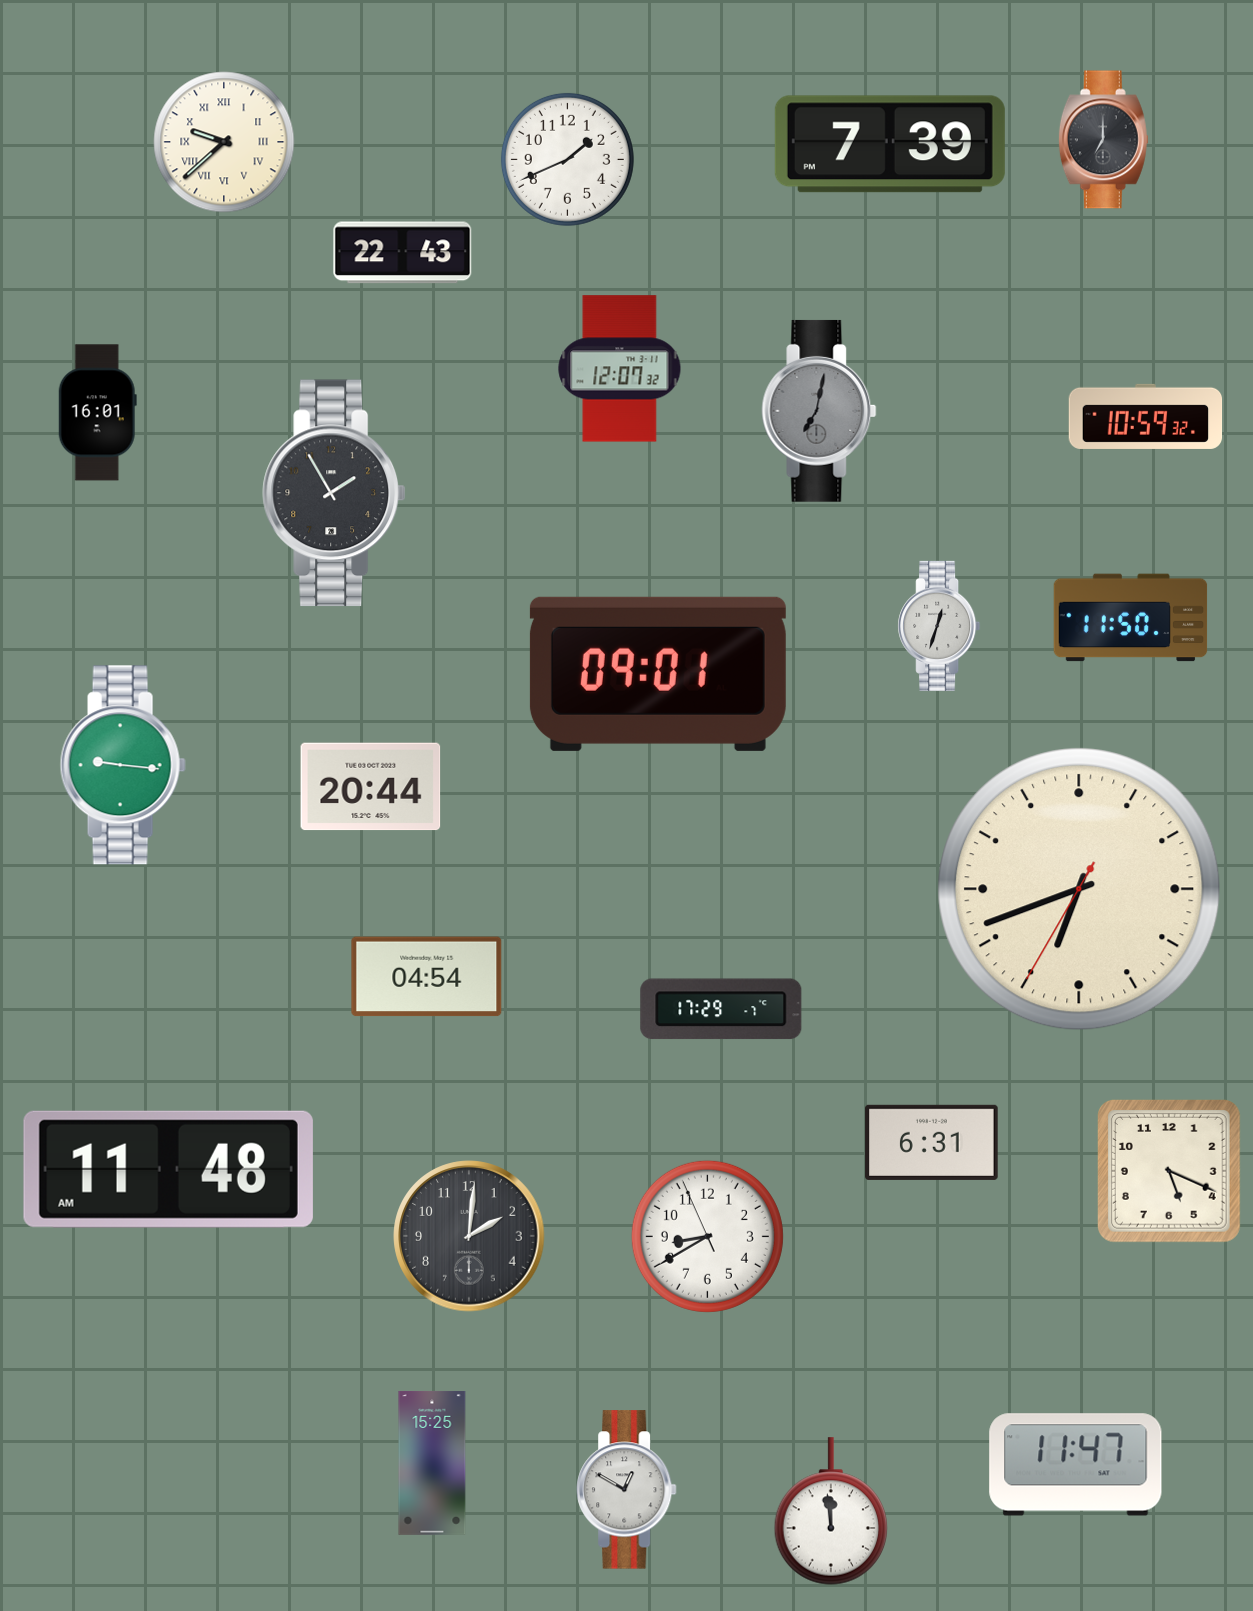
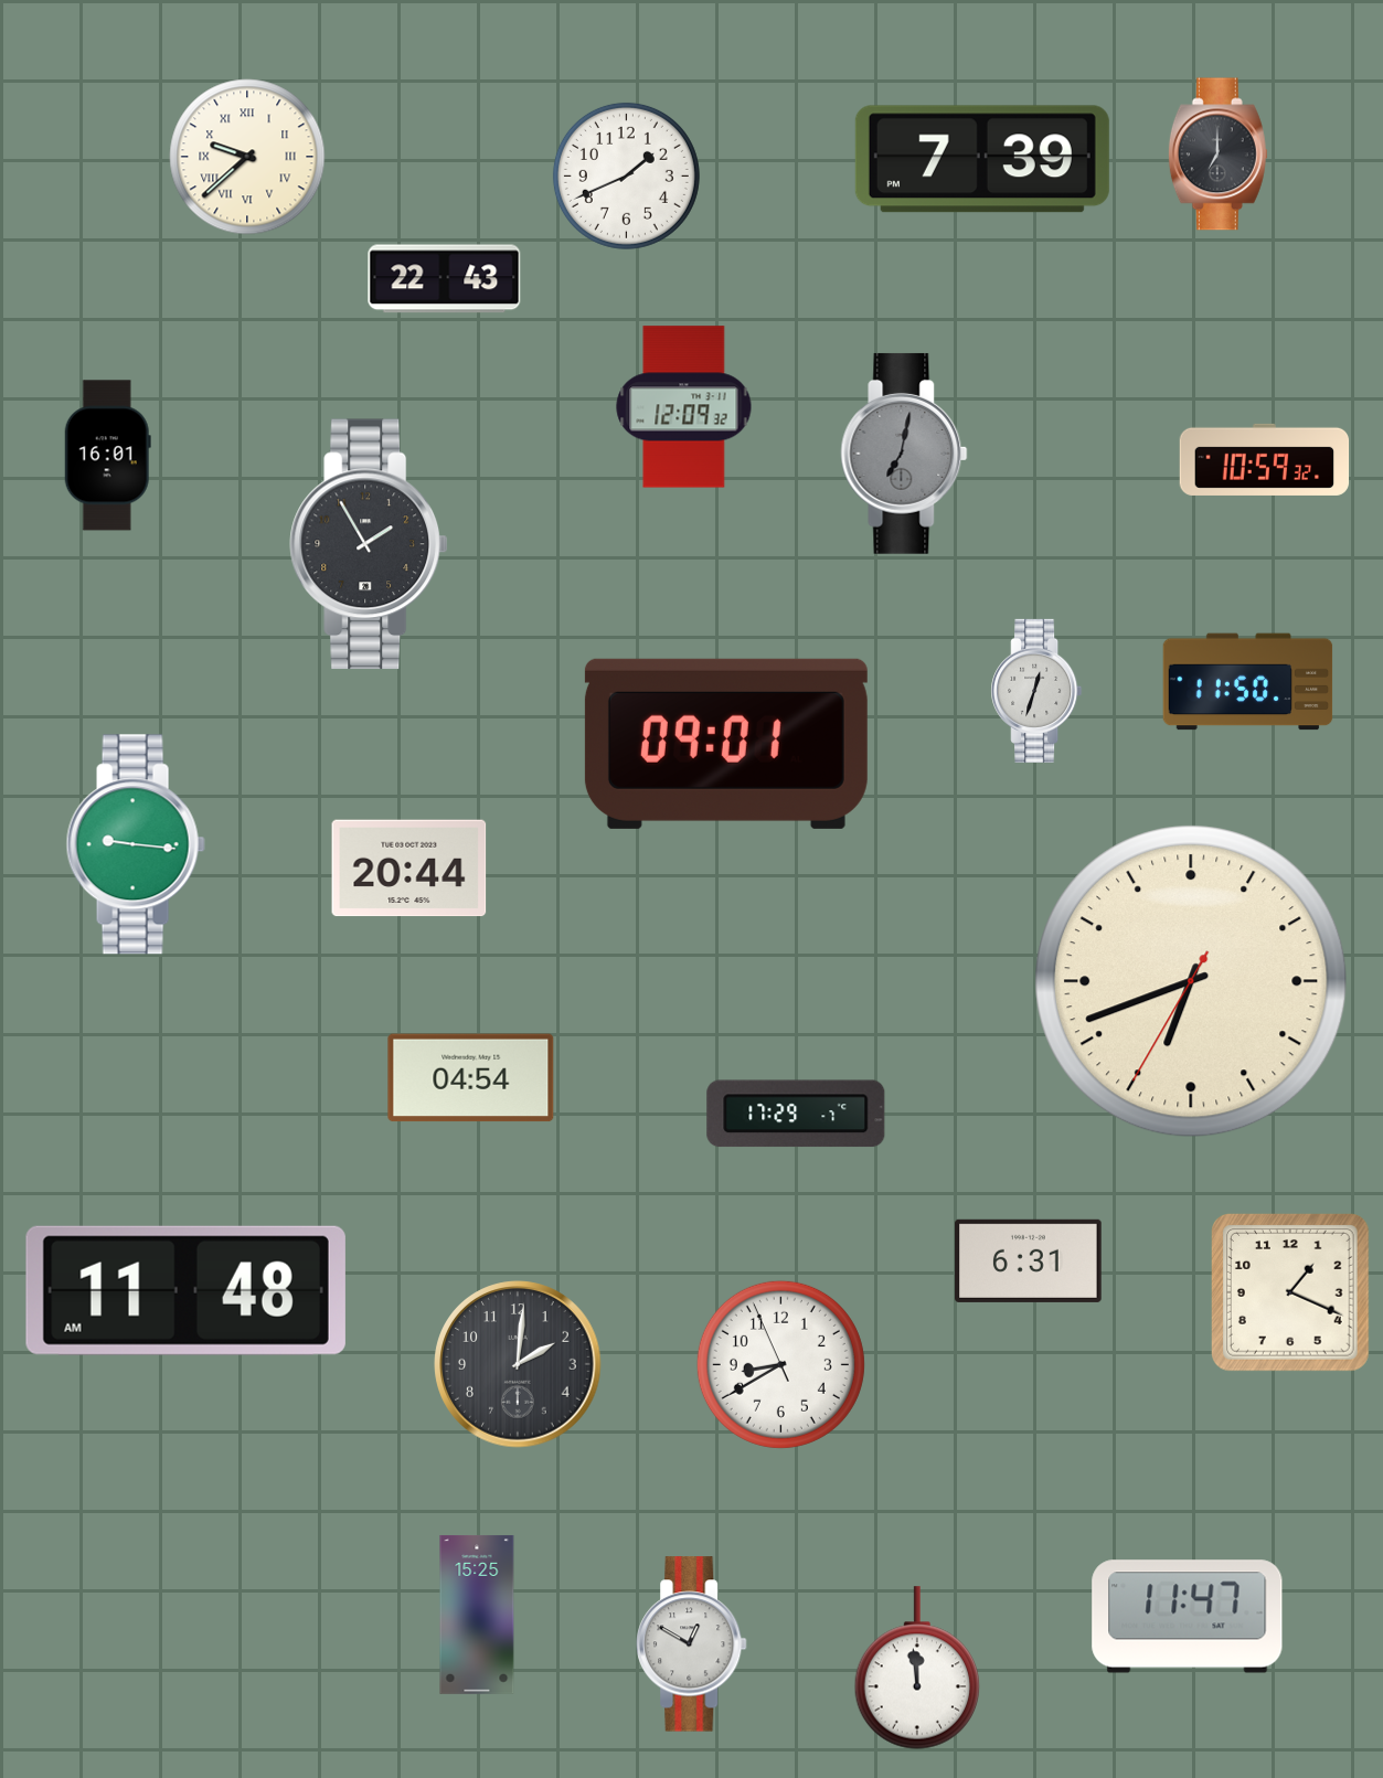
clock at (620, 369): 12:07 -> 12:09
clock at (1170, 1172): 5:19 -> 1:19
